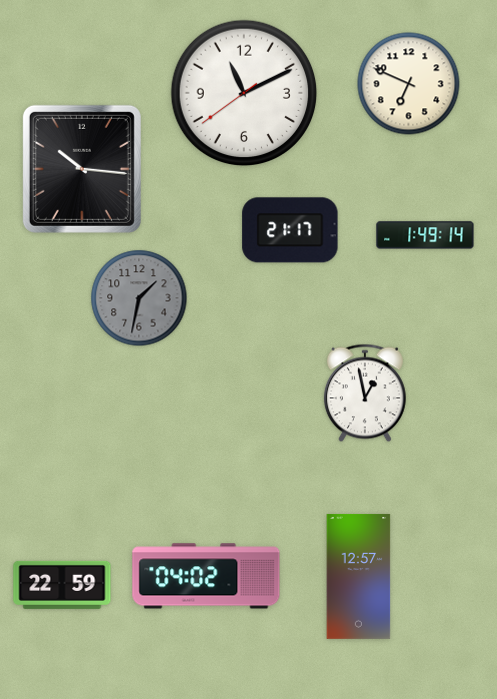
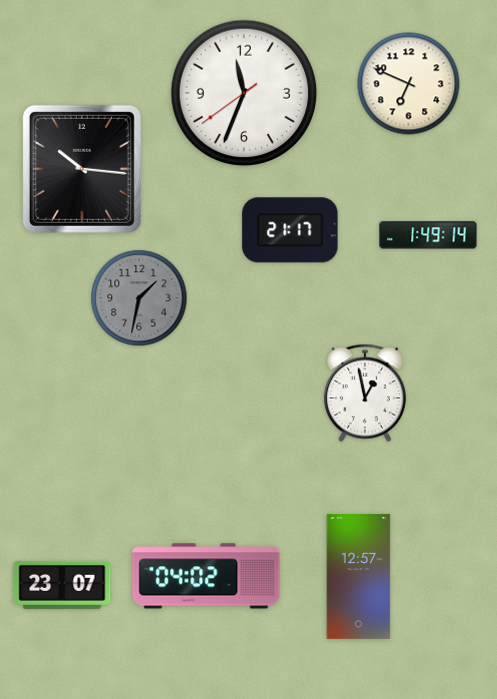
clock at (244, 93): 11:10 -> 11:33
clock at (425, 235) position: (425, 235) -> (428, 235)
clock at (62, 585): 22:59 -> 23:07
